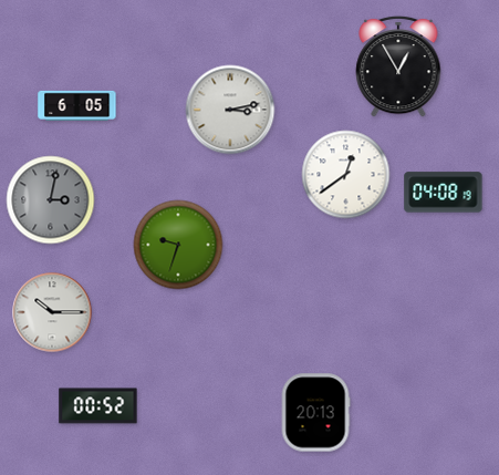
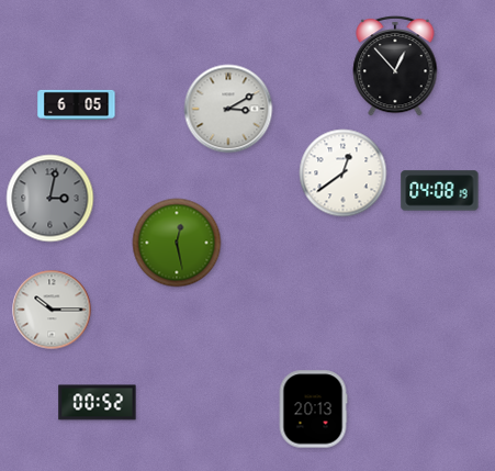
clock at (398, 66): 12:55 -> 12:53
clock at (230, 110): 3:13 -> 3:10
clock at (178, 245): 9:33 -> 12:28
